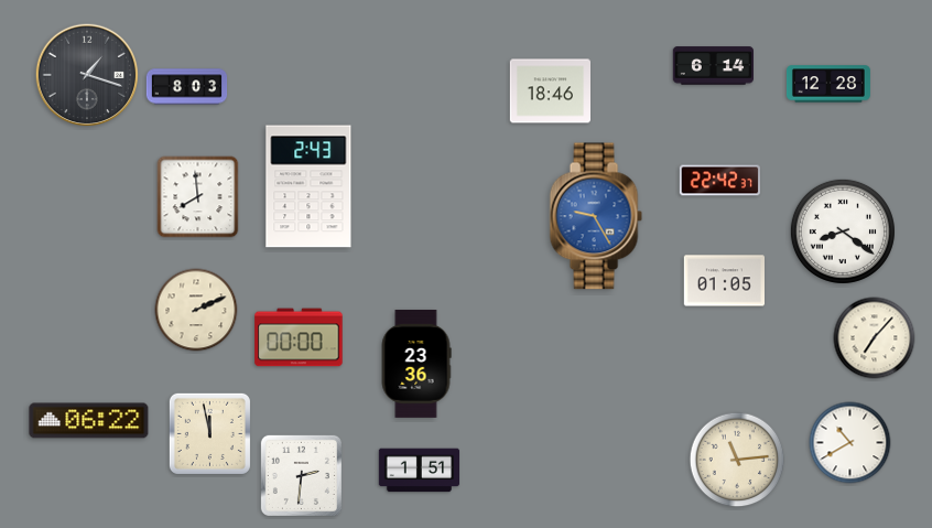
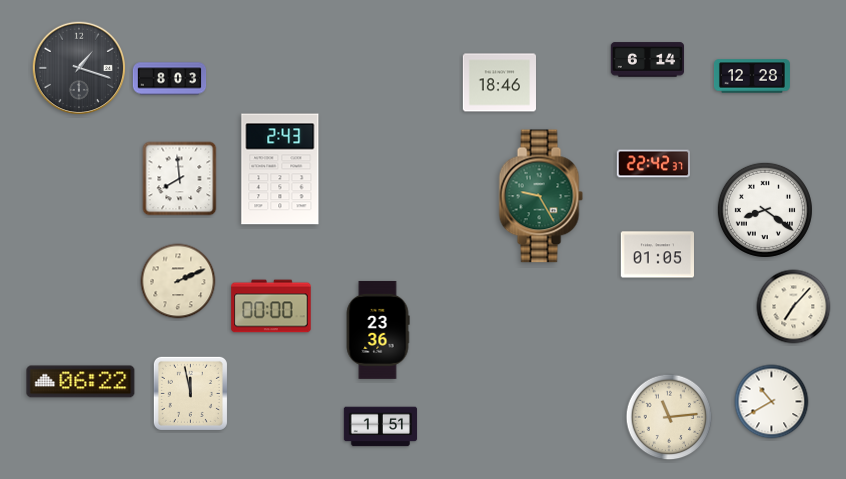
clock at (596, 216) dial: blue -> green
clock at (301, 475): 2:31 -> none
